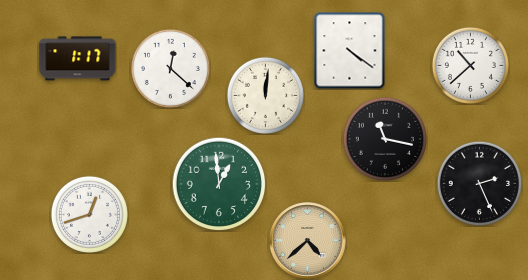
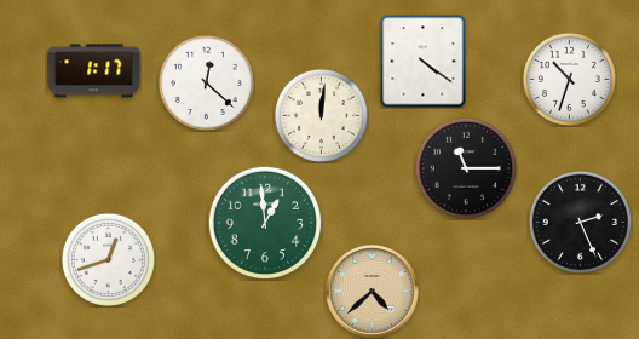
clock at (470, 65): 10:38 -> 10:33
clock at (385, 139): 11:17 -> 11:15
